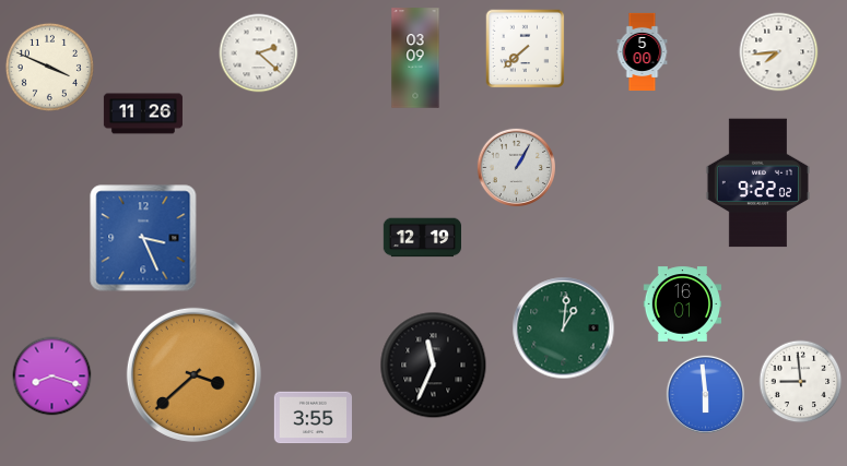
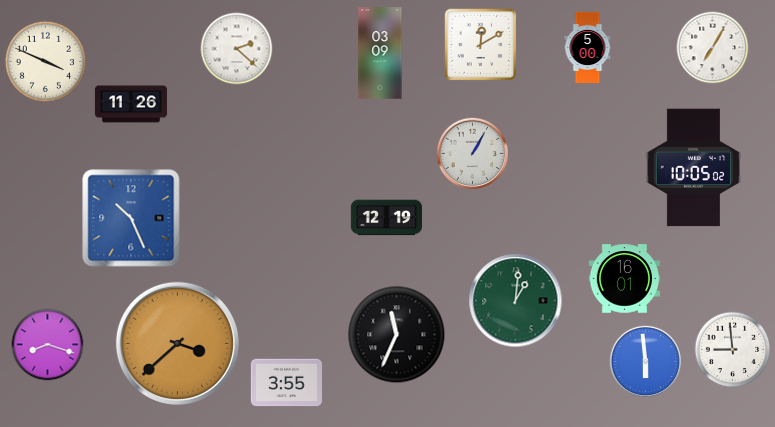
clock at (526, 49): 7:38 -> 12:10
clock at (779, 52): 7:44 -> 7:05
clock at (757, 183): 9:22 -> 10:05
clock at (143, 238): 3:26 -> 10:26
